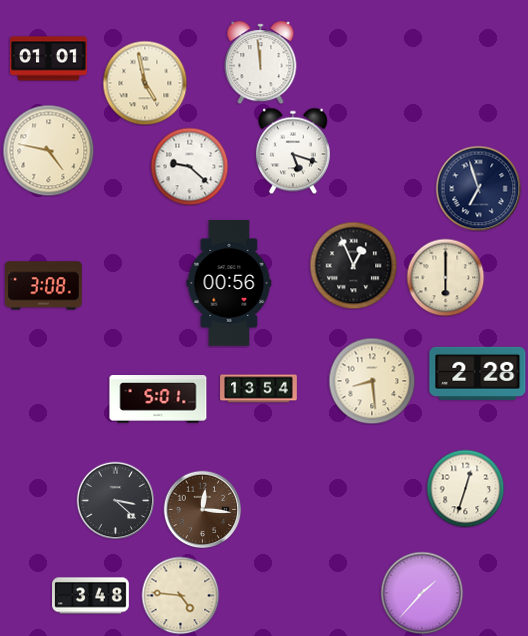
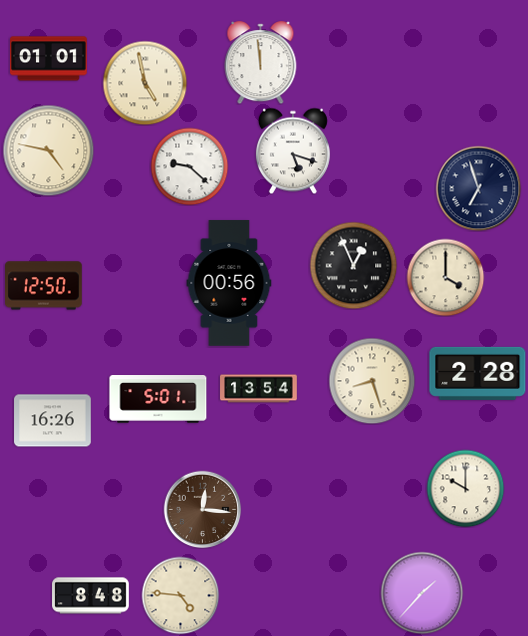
clock at (445, 277): 6:00 -> 4:00
clock at (44, 286): 3:08 -> 12:50
clock at (372, 381): 8:29 -> 8:27
clock at (53, 421): none -> 16:26
clock at (465, 488): 12:33 -> 10:00
clock at (115, 500): 3:22 -> none
clock at (91, 596): 3:48 -> 8:48
